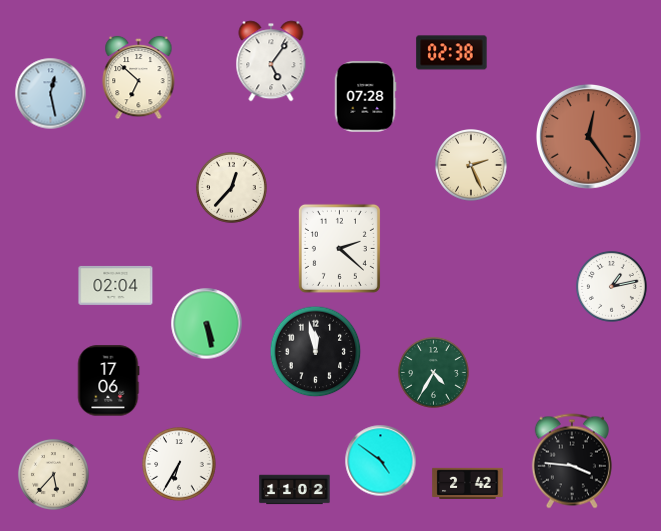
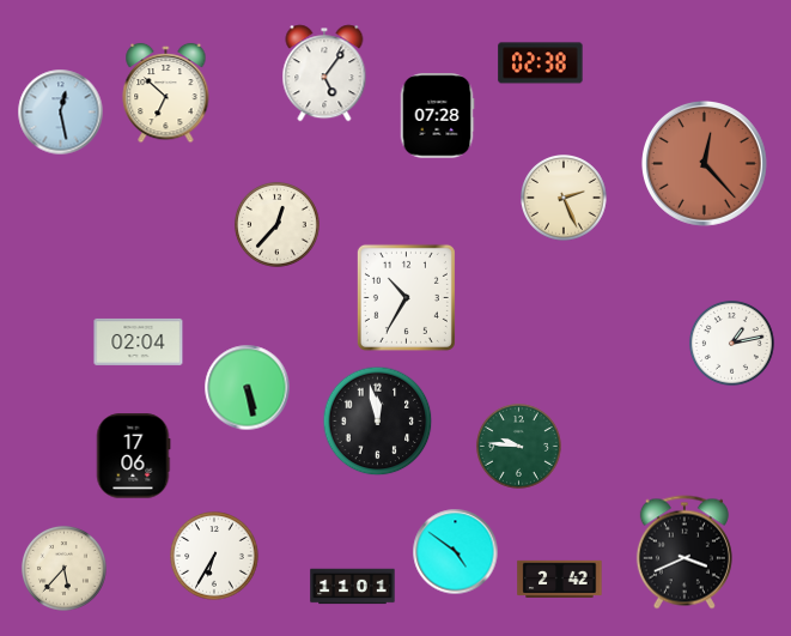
clock at (588, 136): 12:24 -> 12:23
clock at (339, 248): 2:22 -> 10:35
clock at (433, 372): 4:35 -> 9:46
clock at (108, 381) position: (108, 381) -> (133, 456)
clock at (572, 461): 3:46 -> 3:41
clock at (295, 490): 11:02 -> 11:01
